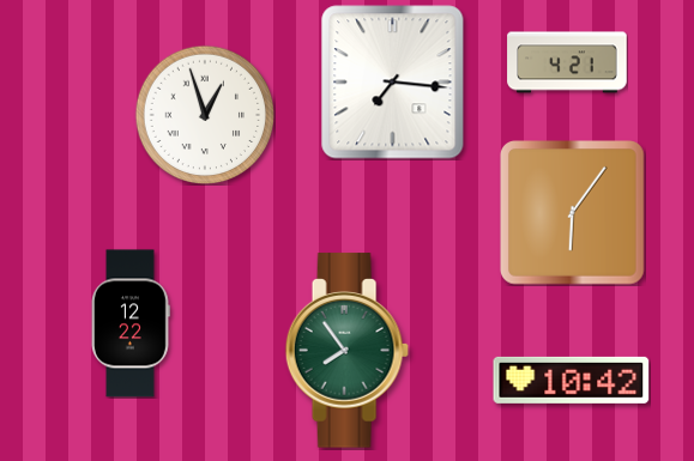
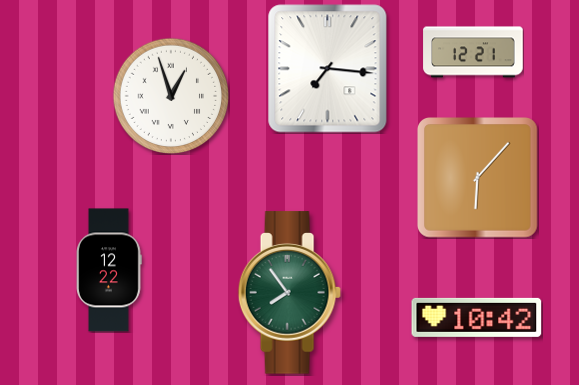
clock at (567, 62): 4:21 -> 12:21
clock at (573, 213): 6:06 -> 6:07
